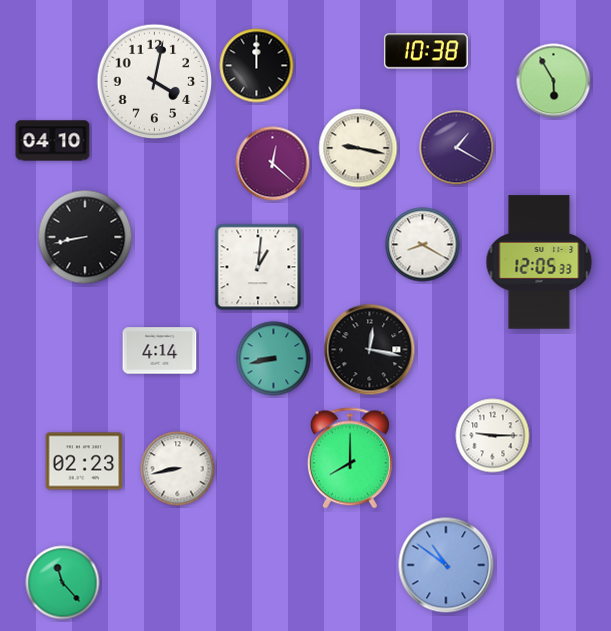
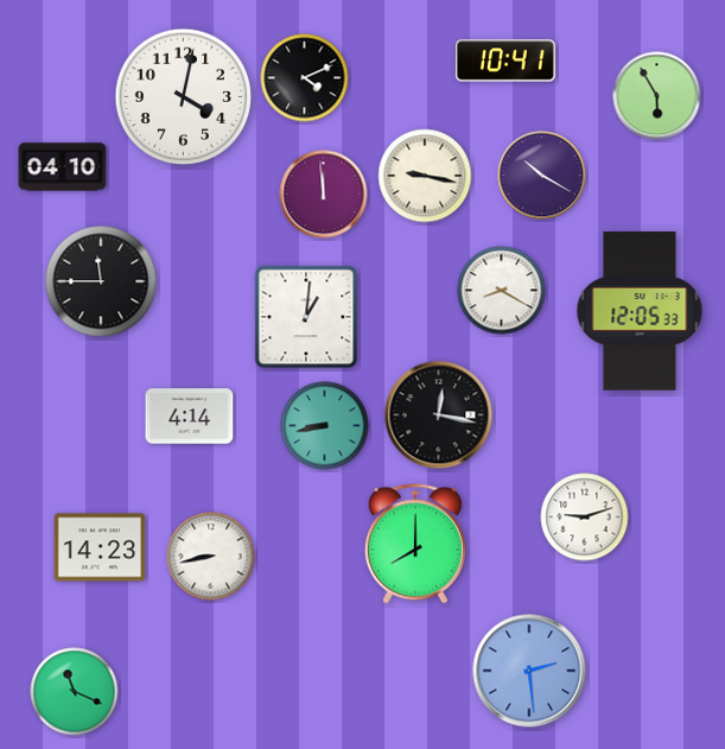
clock at (426, 51): 10:38 -> 10:41
clock at (257, 66): 12:00 -> 4:11
clock at (457, 148): 1:20 -> 10:20
clock at (273, 164): 12:22 -> 11:59
clock at (85, 237): 8:43 -> 11:45
clock at (493, 436): 9:15 -> 9:12
clock at (84, 461): 02:23 -> 14:23
clock at (446, 565): 10:51 -> 2:29
clock at (63, 583): 11:23 -> 11:19
